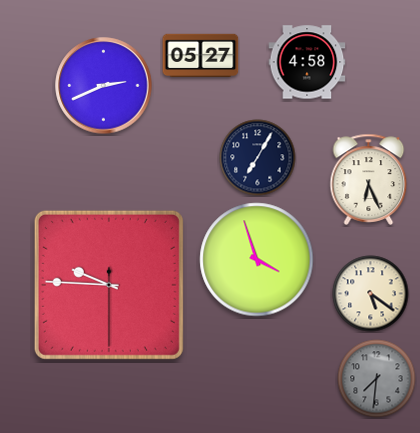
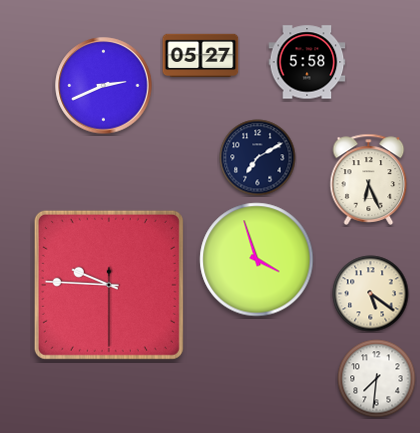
clock at (307, 62): 4:58 -> 5:58
clock at (258, 158): 7:05 -> 7:10
clock at (377, 379) dial: grey -> white
